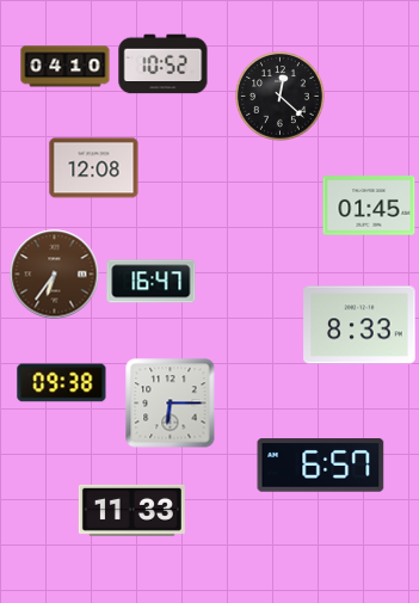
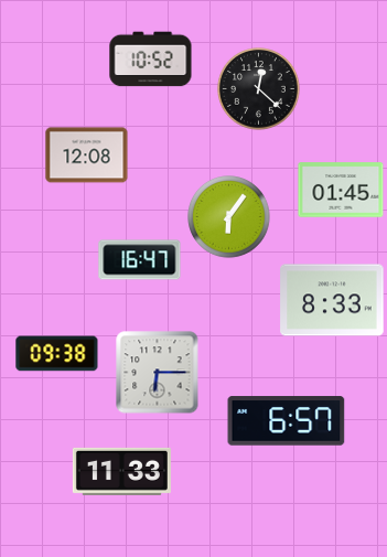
clock at (66, 67): 04:10 -> none
clock at (229, 217): none -> 6:06
clock at (55, 275): 6:36 -> none
clock at (321, 466) position: (321, 466) -> (287, 421)
